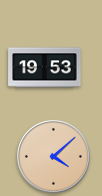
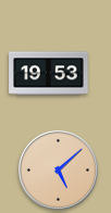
clock at (54, 157): 4:08 -> 5:08
